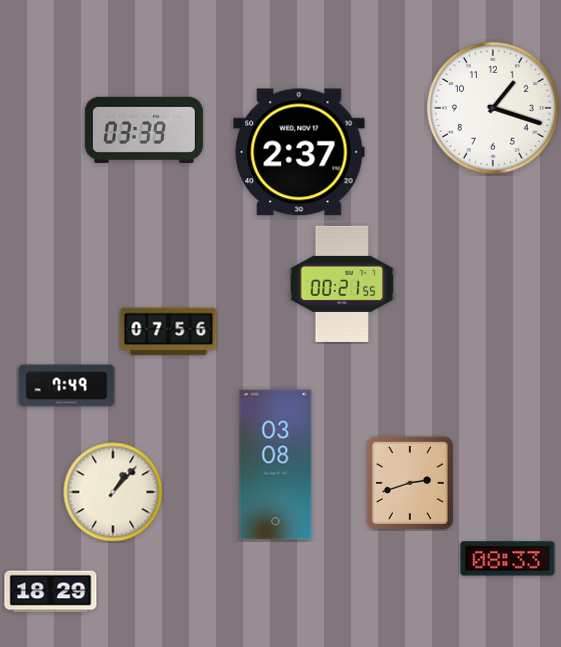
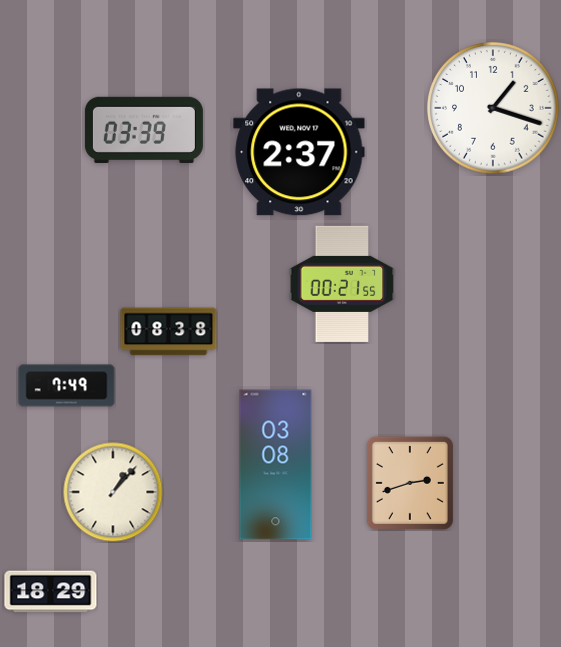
clock at (169, 332): 07:56 -> 08:38
clock at (508, 559): 08:33 -> none
